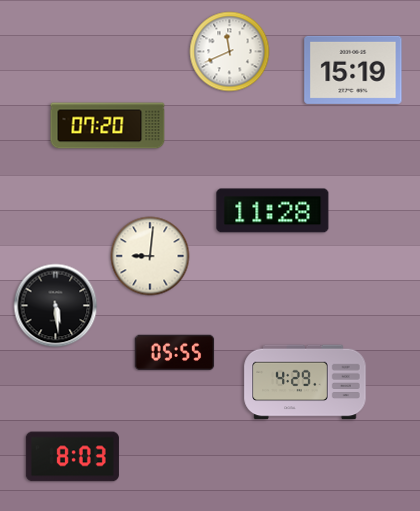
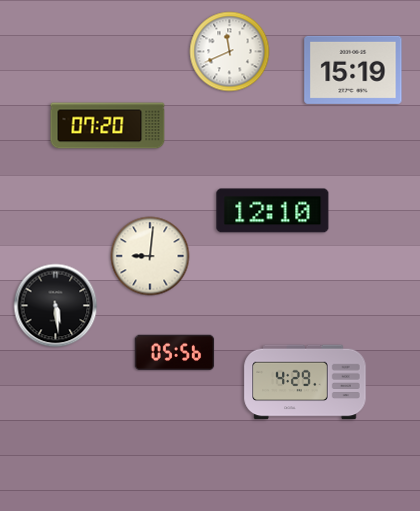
clock at (273, 211): 11:28 -> 12:10
clock at (175, 353): 05:55 -> 05:56
clock at (72, 457): 8:03 -> none
